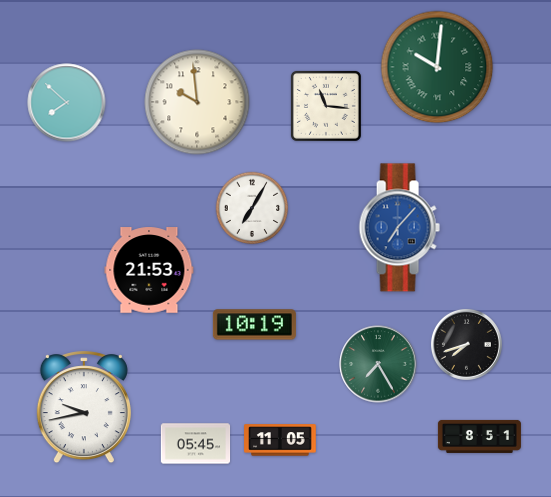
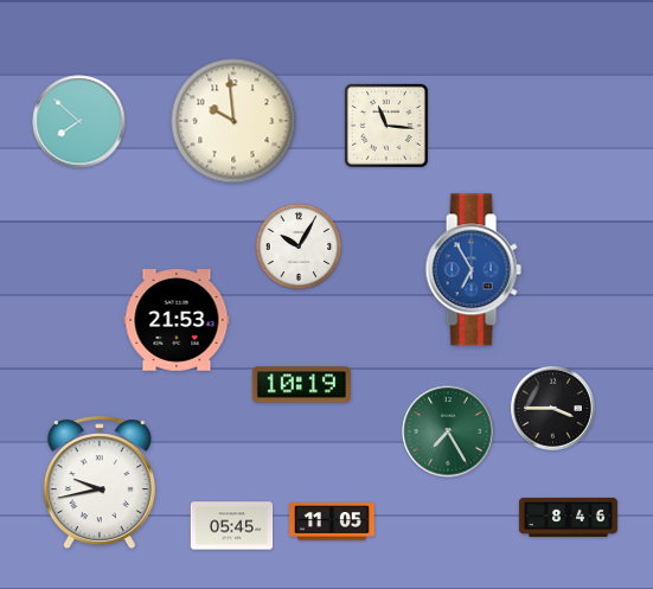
clock at (437, 67): 10:01 -> none
clock at (252, 208): 7:05 -> 10:05
clock at (399, 228): 7:07 -> 6:55
clock at (466, 344): 7:42 -> 3:45
clock at (479, 436): 8:51 -> 8:46
